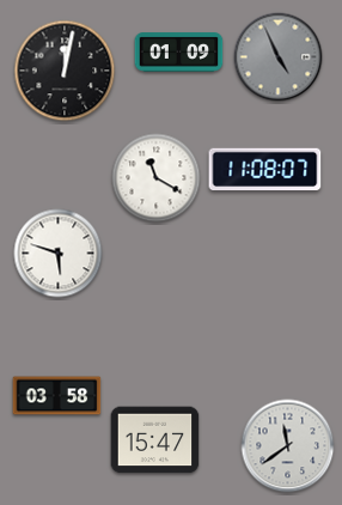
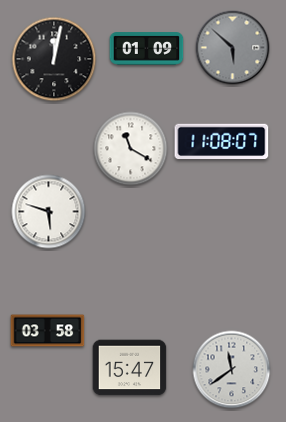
clock at (179, 53) position: (179, 53) -> (147, 49)
clock at (279, 57): 4:56 -> 5:52
clock at (288, 446) position: (288, 446) -> (232, 370)
